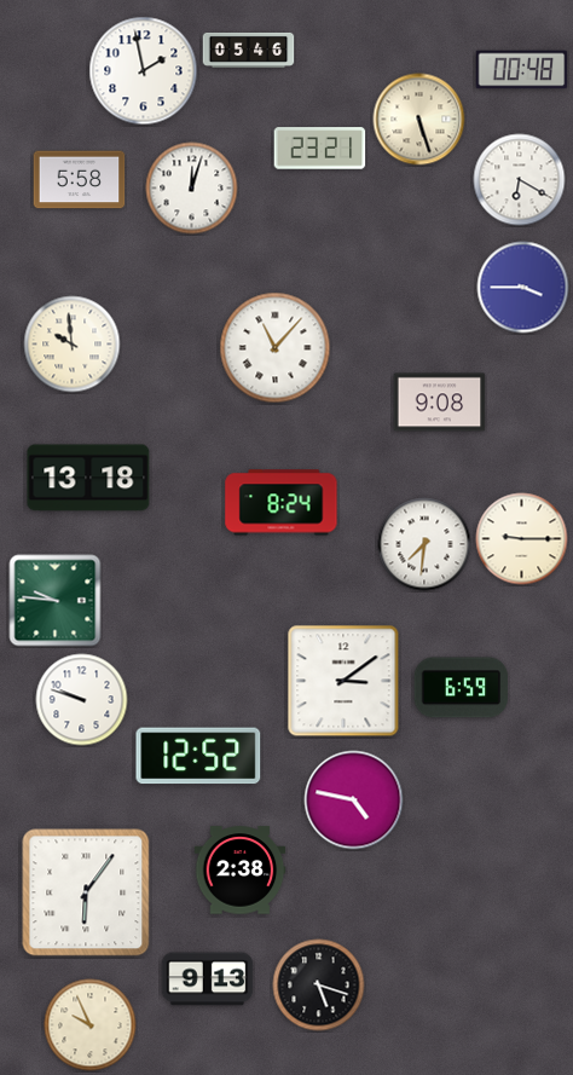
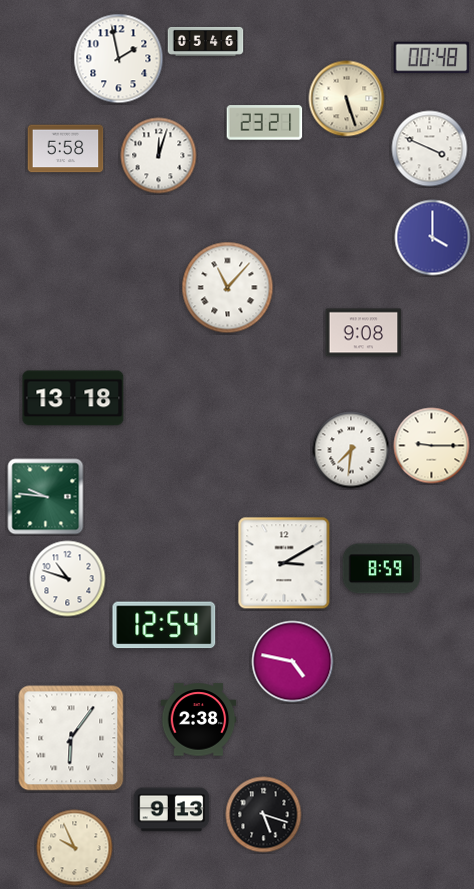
clock at (520, 180): 6:20 -> 3:49
clock at (523, 288): 3:45 -> 4:00
clock at (73, 345): 9:59 -> none
clock at (88, 478) position: (88, 478) -> (73, 398)
clock at (282, 503): 8:24 -> none
clock at (343, 681): 3:09 -> 3:10
clock at (461, 688): 6:59 -> 8:59
clock at (82, 700): 9:48 -> 10:48
clock at (198, 756): 12:52 -> 12:54
